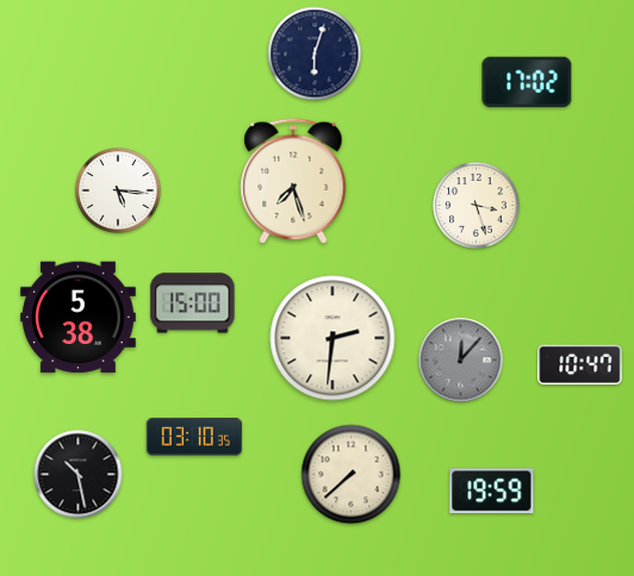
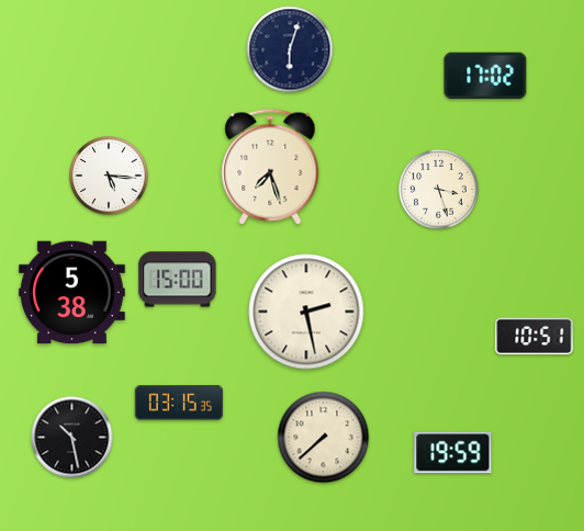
clock at (332, 338): 2:31 -> 2:28
clock at (461, 361): 12:07 -> none
clock at (580, 365): 10:47 -> 10:51
clock at (194, 437): 03:10 -> 03:15
